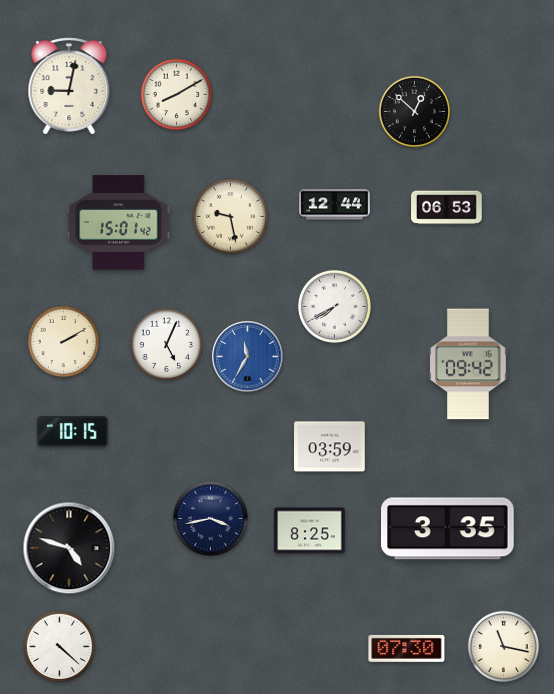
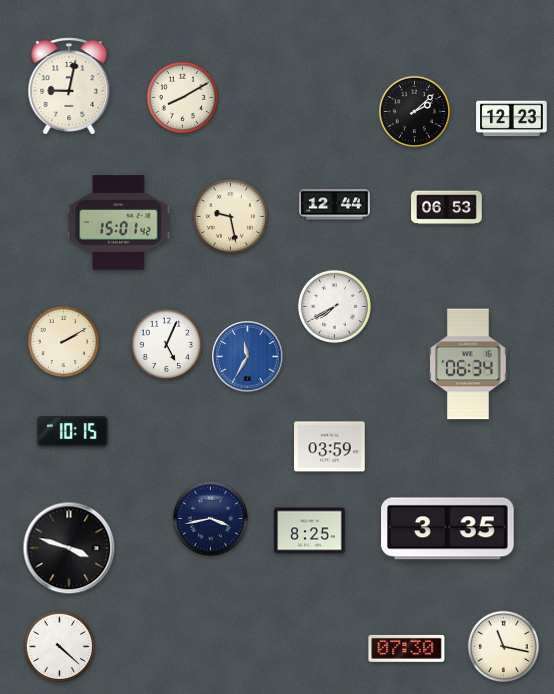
clock at (176, 94) position: (176, 94) -> (182, 97)
clock at (414, 111): 12:52 -> 2:08
clock at (512, 119): none -> 12:23
clock at (468, 364): 09:42 -> 06:34
clock at (69, 548): 4:48 -> 3:48
